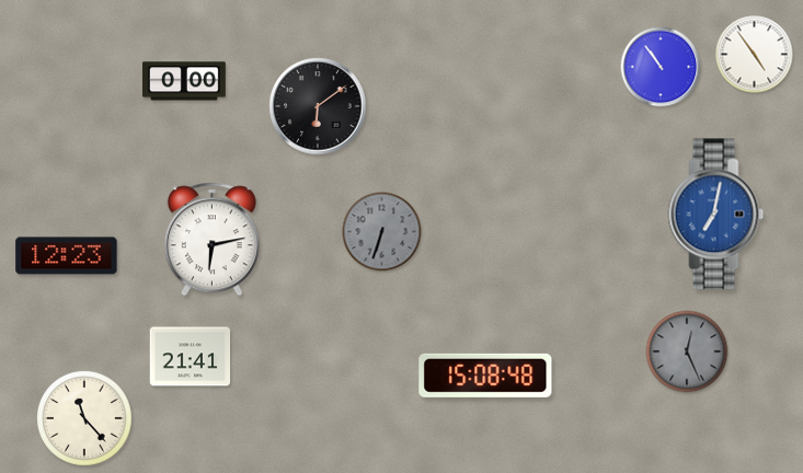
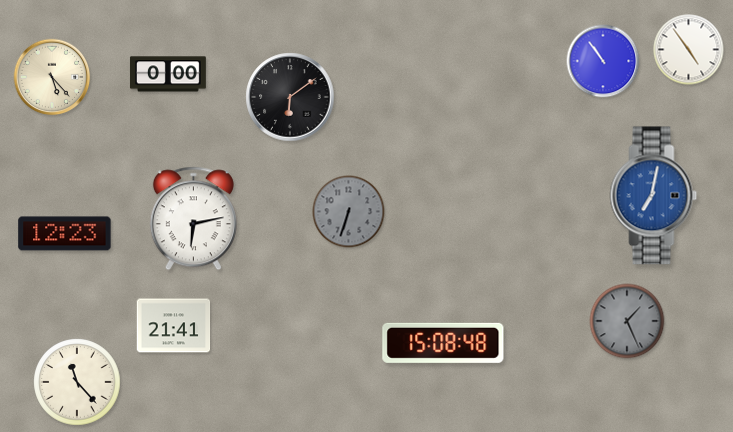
clock at (52, 77): none -> 5:23
clock at (67, 256) position: (67, 256) -> (65, 234)
clock at (687, 351): 12:26 -> 1:26
